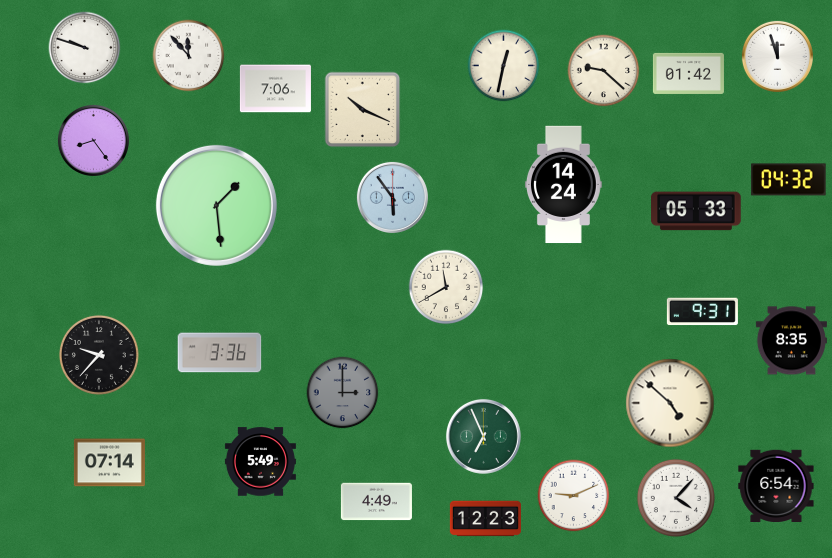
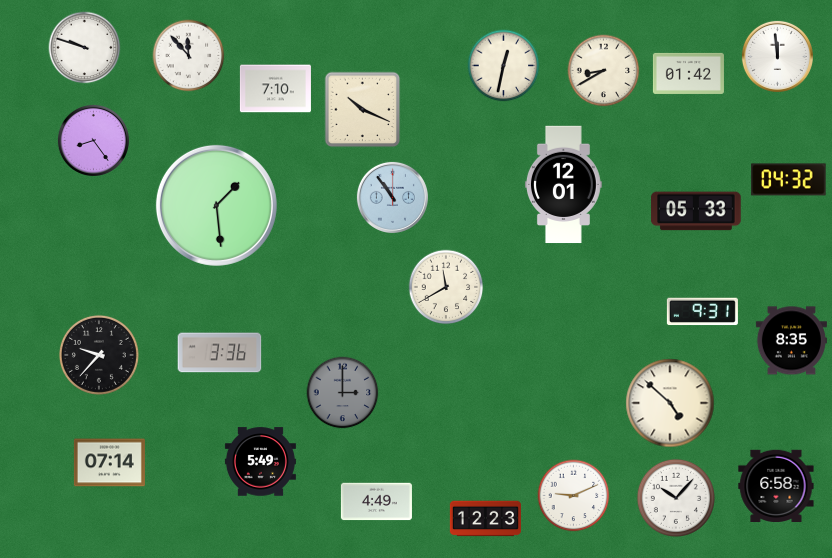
clock at (777, 56): 11:57 -> 11:59
clock at (604, 71): 9:22 -> 8:40
clock at (275, 89): 7:06 -> 7:10
clock at (563, 185): 14:24 -> 12:01
clock at (392, 197): 5:54 -> 10:54
clock at (483, 436): 6:56 -> none
clock at (776, 485): 6:54 -> 6:58
clock at (676, 498): 4:07 -> 10:07
